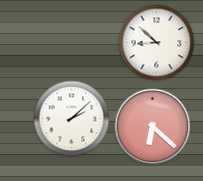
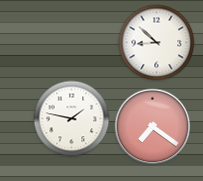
clock at (72, 119): 2:08 -> 1:47
clock at (153, 127): 6:22 -> 7:21
